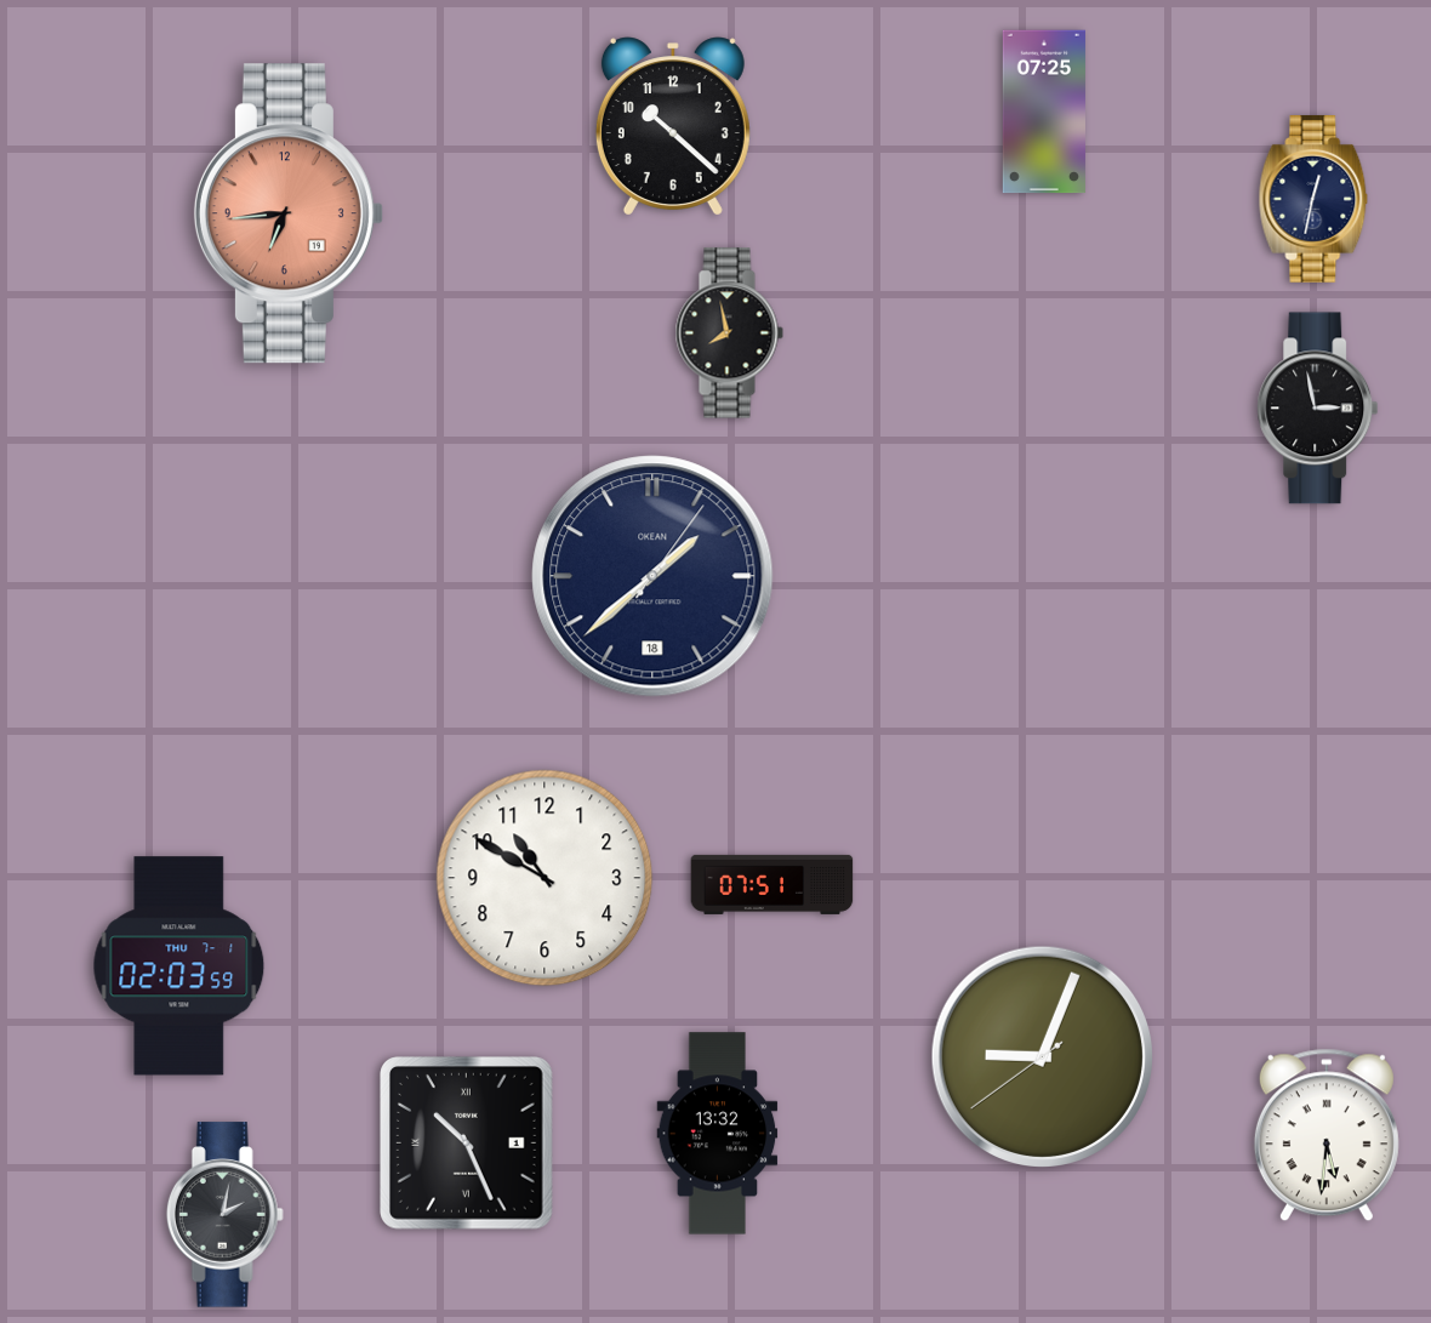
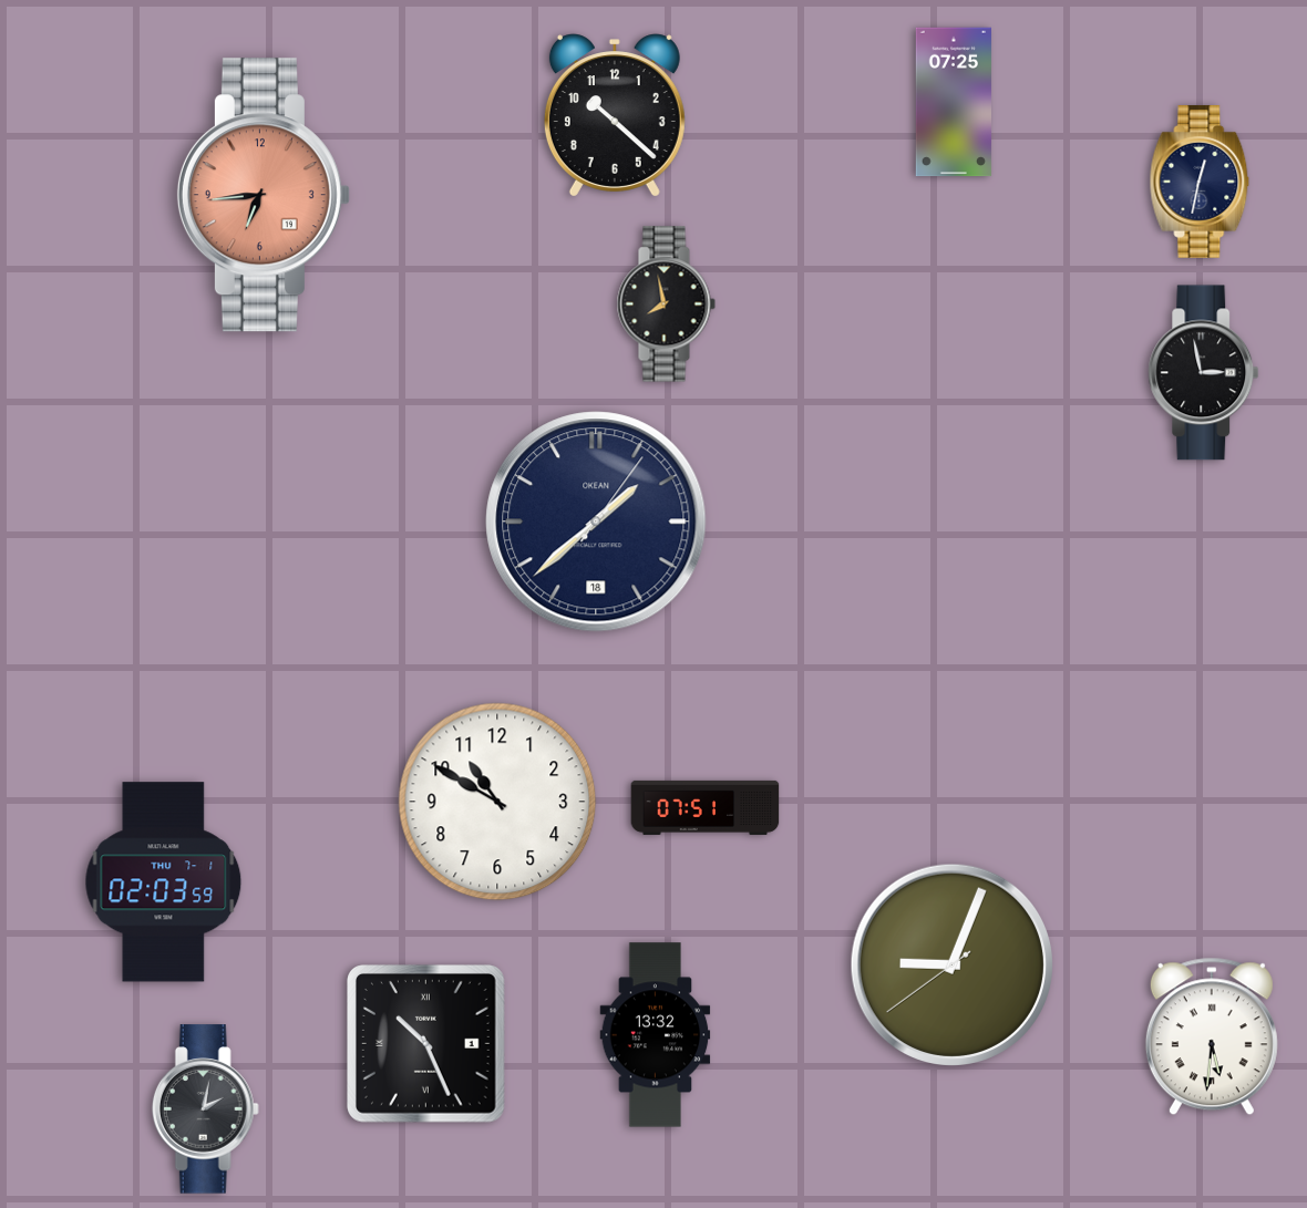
clock at (652, 576) position: (652, 576) -> (596, 522)
